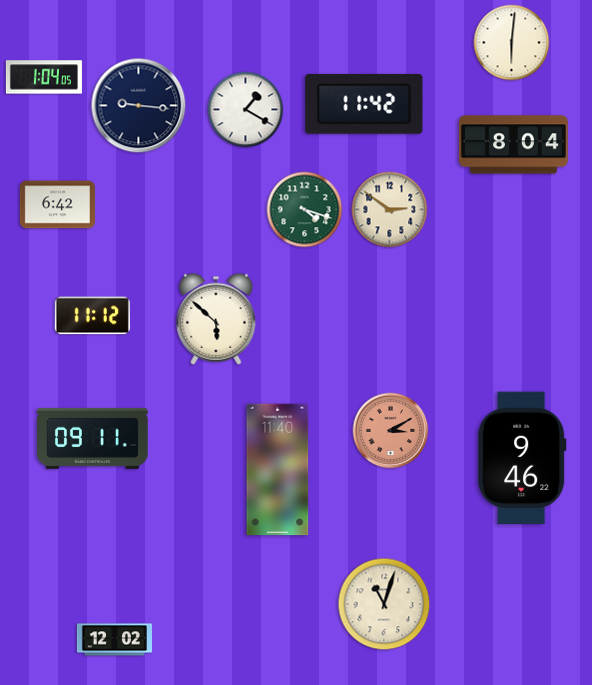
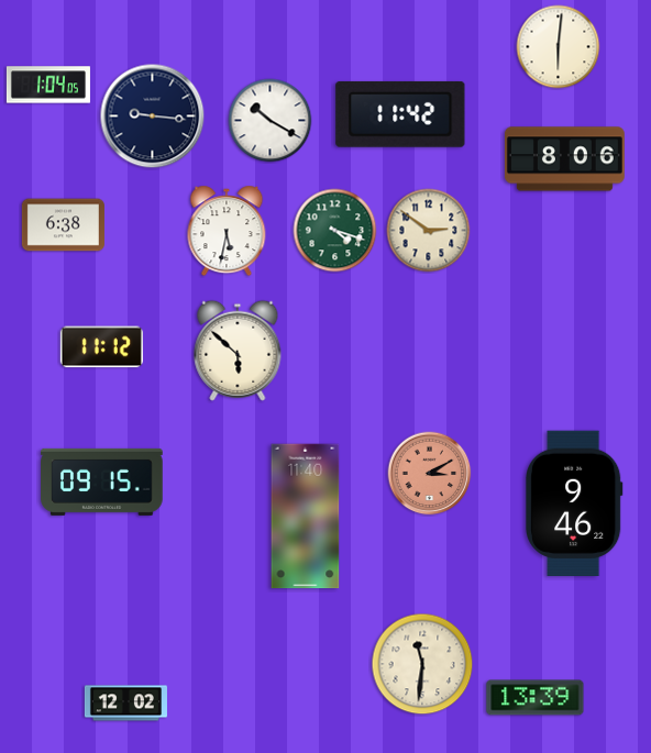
clock at (512, 43) position: (512, 43) -> (559, 47)
clock at (246, 110): 1:20 -> 10:20
clock at (513, 145): 8:04 -> 8:06
clock at (57, 205): 6:42 -> 6:38
clock at (227, 231): none -> 5:32
clock at (93, 438): 09:11 -> 09:15
clock at (384, 604): 11:03 -> 11:31
clock at (536, 698): none -> 13:39
